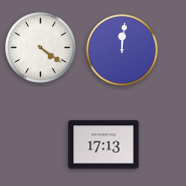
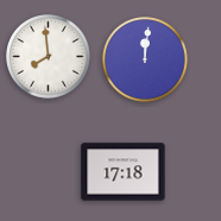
clock at (41, 48): 4:21 -> 7:59
clock at (104, 145): 17:13 -> 17:18
